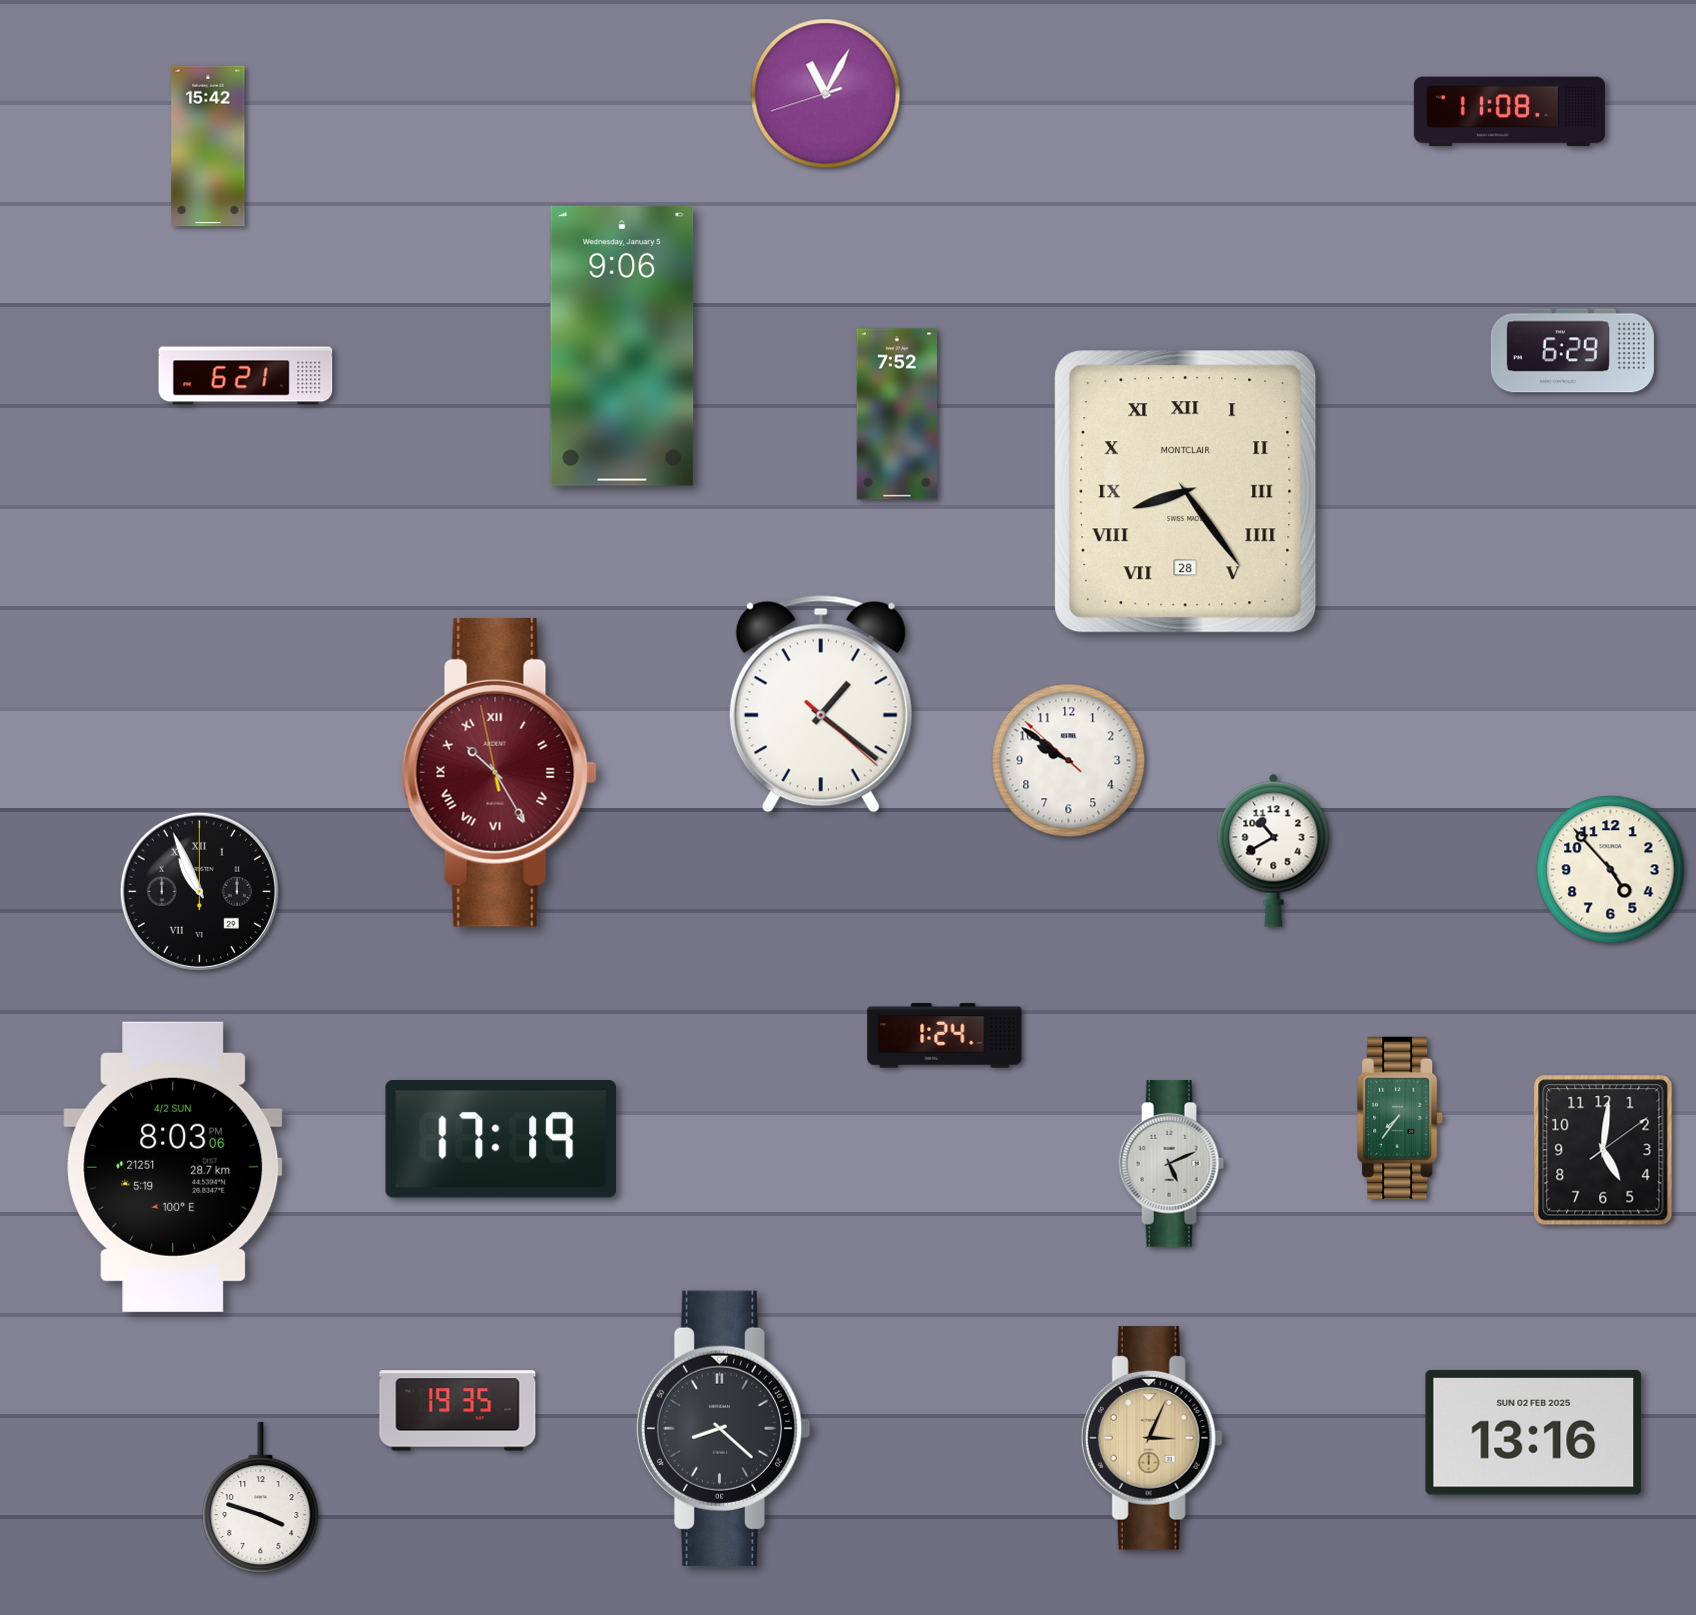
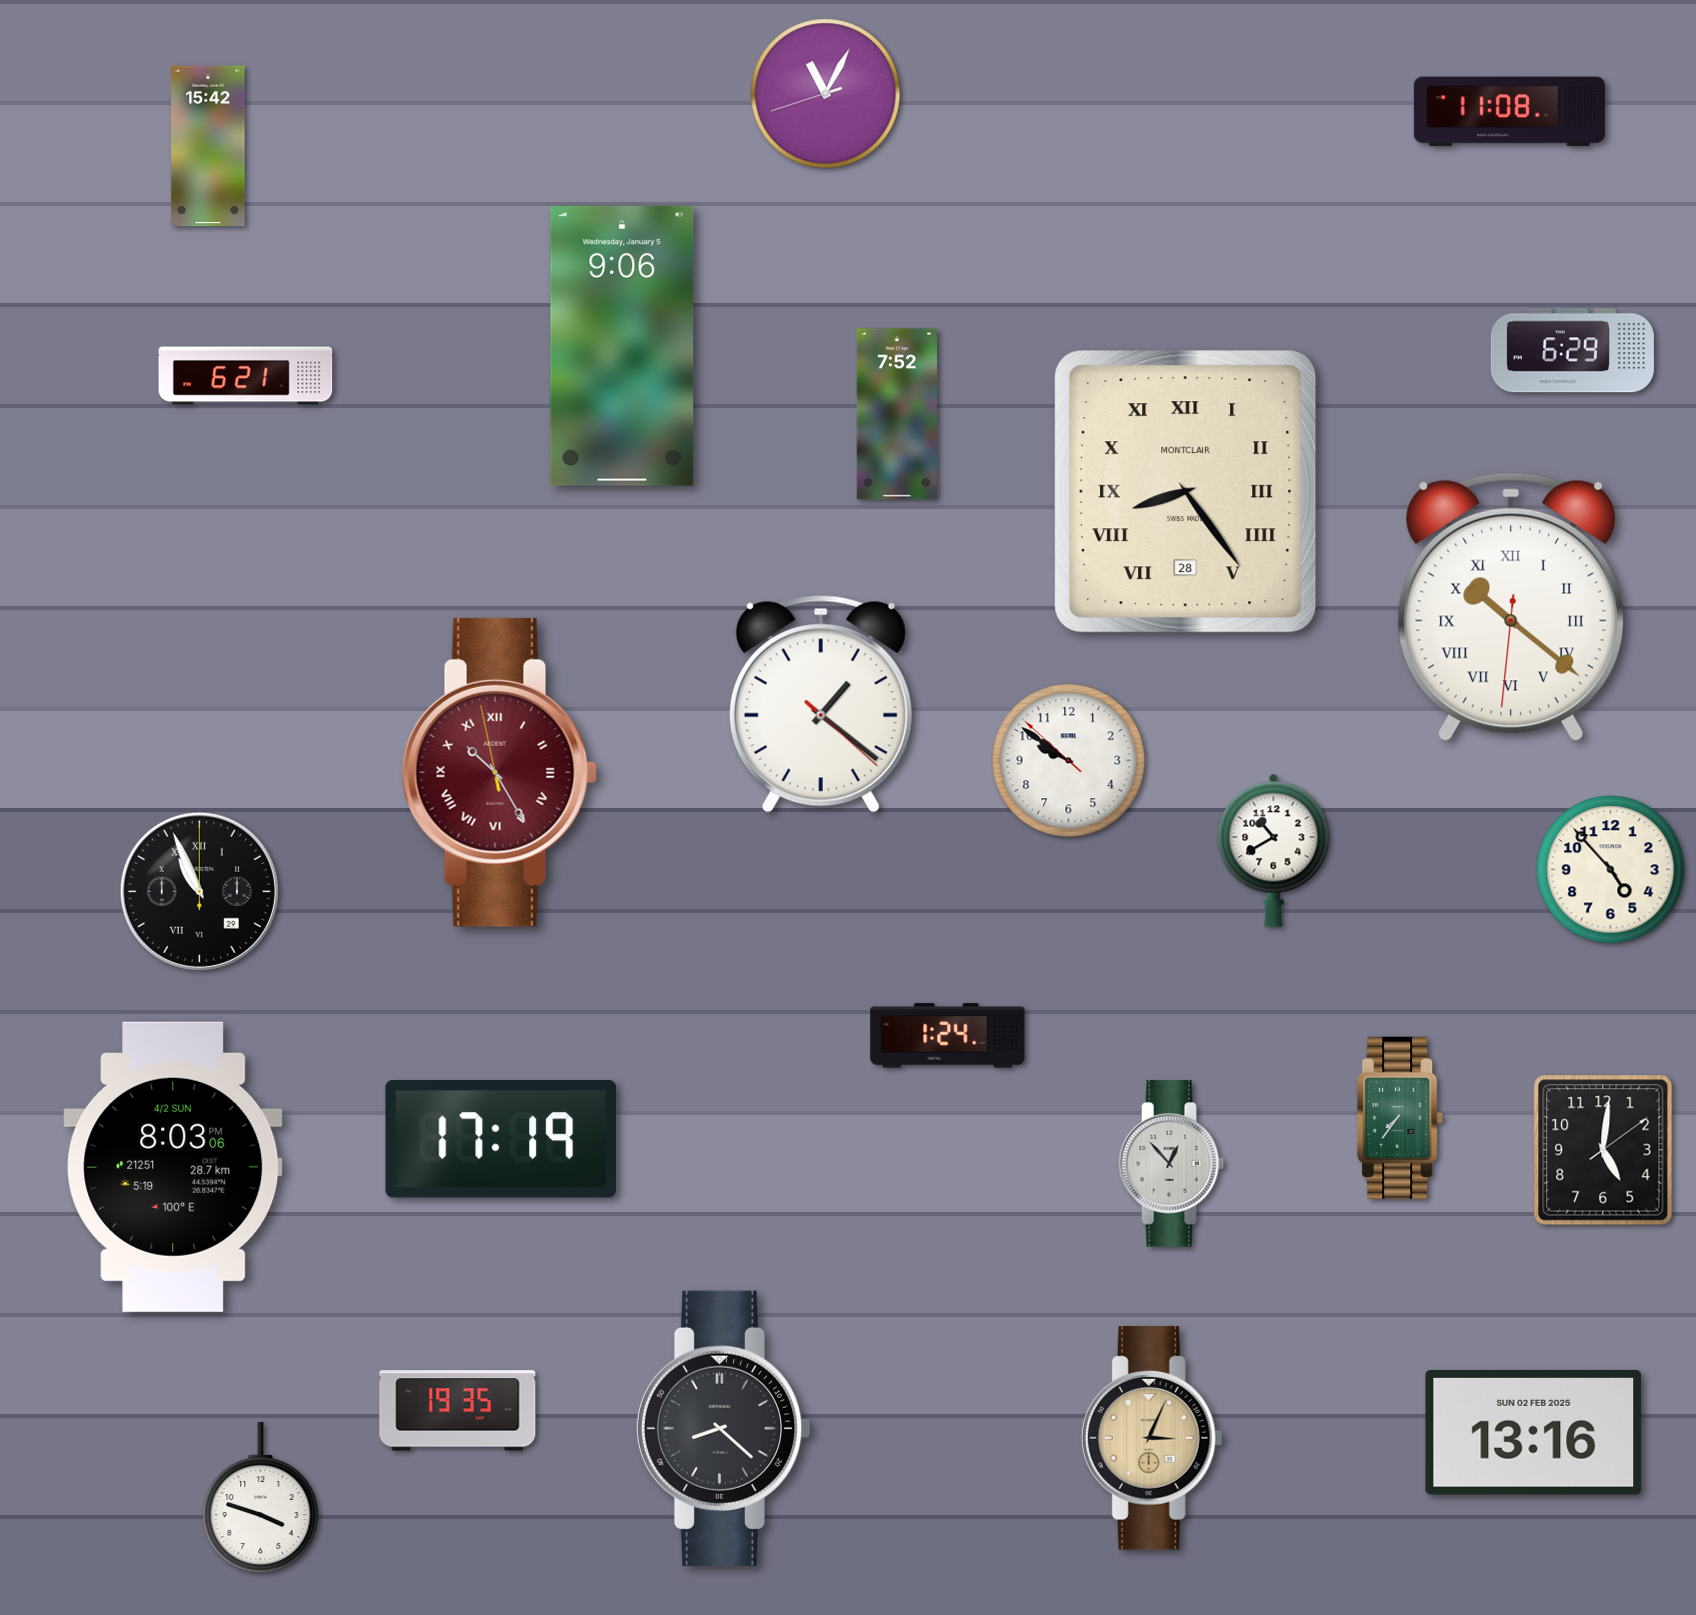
clock at (1510, 607): none -> 10:21
clock at (945, 1036) position: (945, 1036) -> (948, 1036)
clock at (1172, 1164): 5:11 -> 12:53
